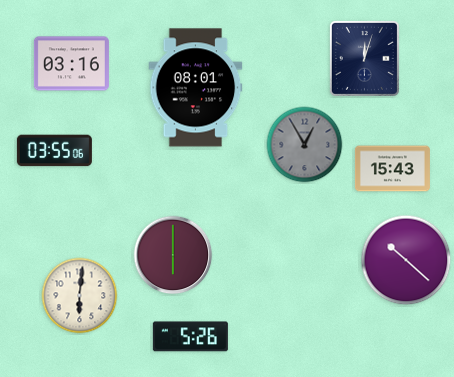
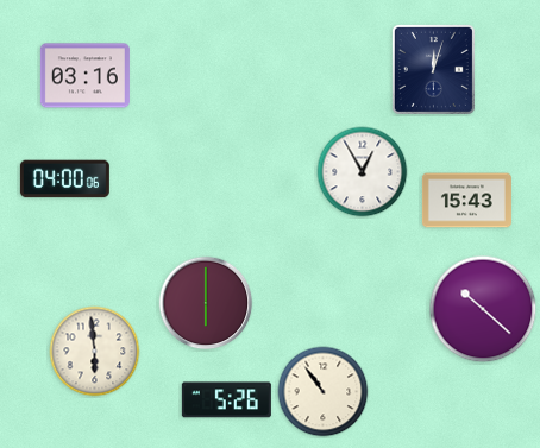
clock at (196, 88): 08:01 -> none
clock at (305, 145) dial: grey -> white
clock at (54, 151): 03:55 -> 04:00
clock at (80, 296): 6:01 -> 5:59
clock at (324, 392): none -> 10:54
